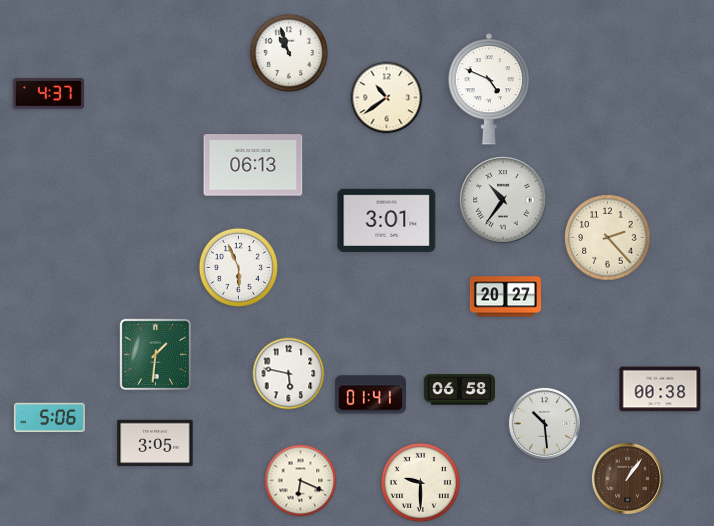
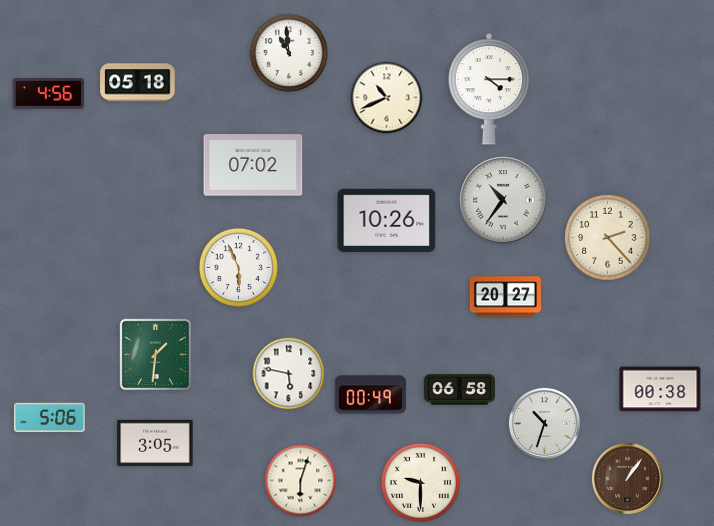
clock at (289, 53): 10:57 -> 10:59
clock at (138, 83): none -> 05:18
clock at (489, 89): 4:49 -> 4:15
clock at (48, 94): 4:37 -> 4:56
clock at (387, 98): 10:39 -> 10:41
clock at (253, 165): 06:13 -> 07:02
clock at (387, 220): 3:01 -> 10:26
clock at (370, 395): 01:41 -> 00:49
clock at (544, 423): 10:29 -> 10:33
clock at (301, 481): 6:19 -> 6:03
